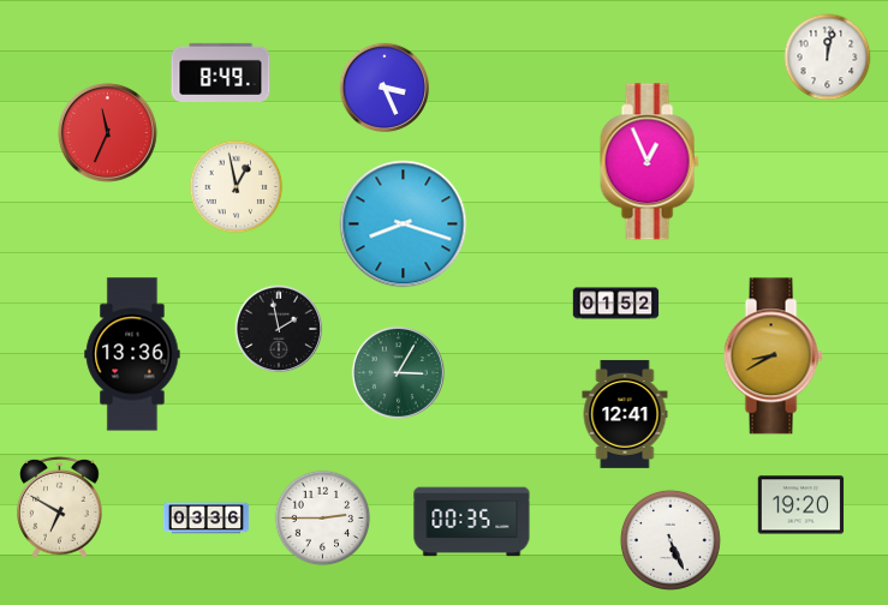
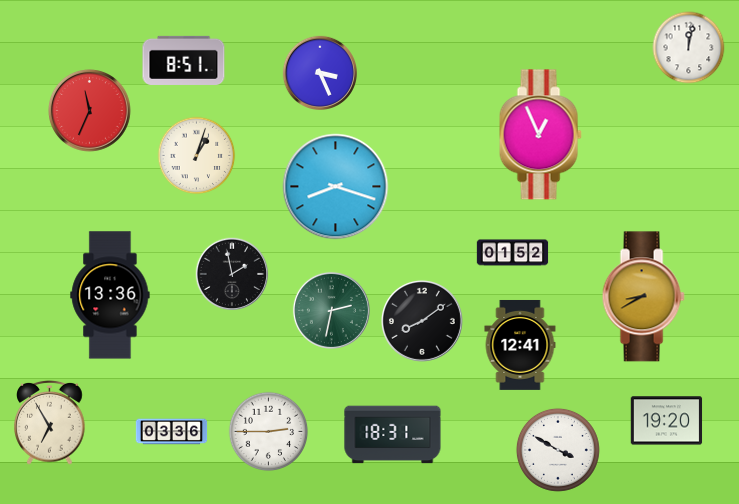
clock at (221, 72): 8:49 -> 8:51
clock at (237, 187): 12:58 -> 1:03
clock at (398, 372): 3:05 -> 2:32
clock at (422, 321): none -> 8:09
clock at (60, 507): 6:50 -> 6:55
clock at (472, 522): 00:35 -> 18:31
clock at (671, 540): 5:26 -> 3:50
